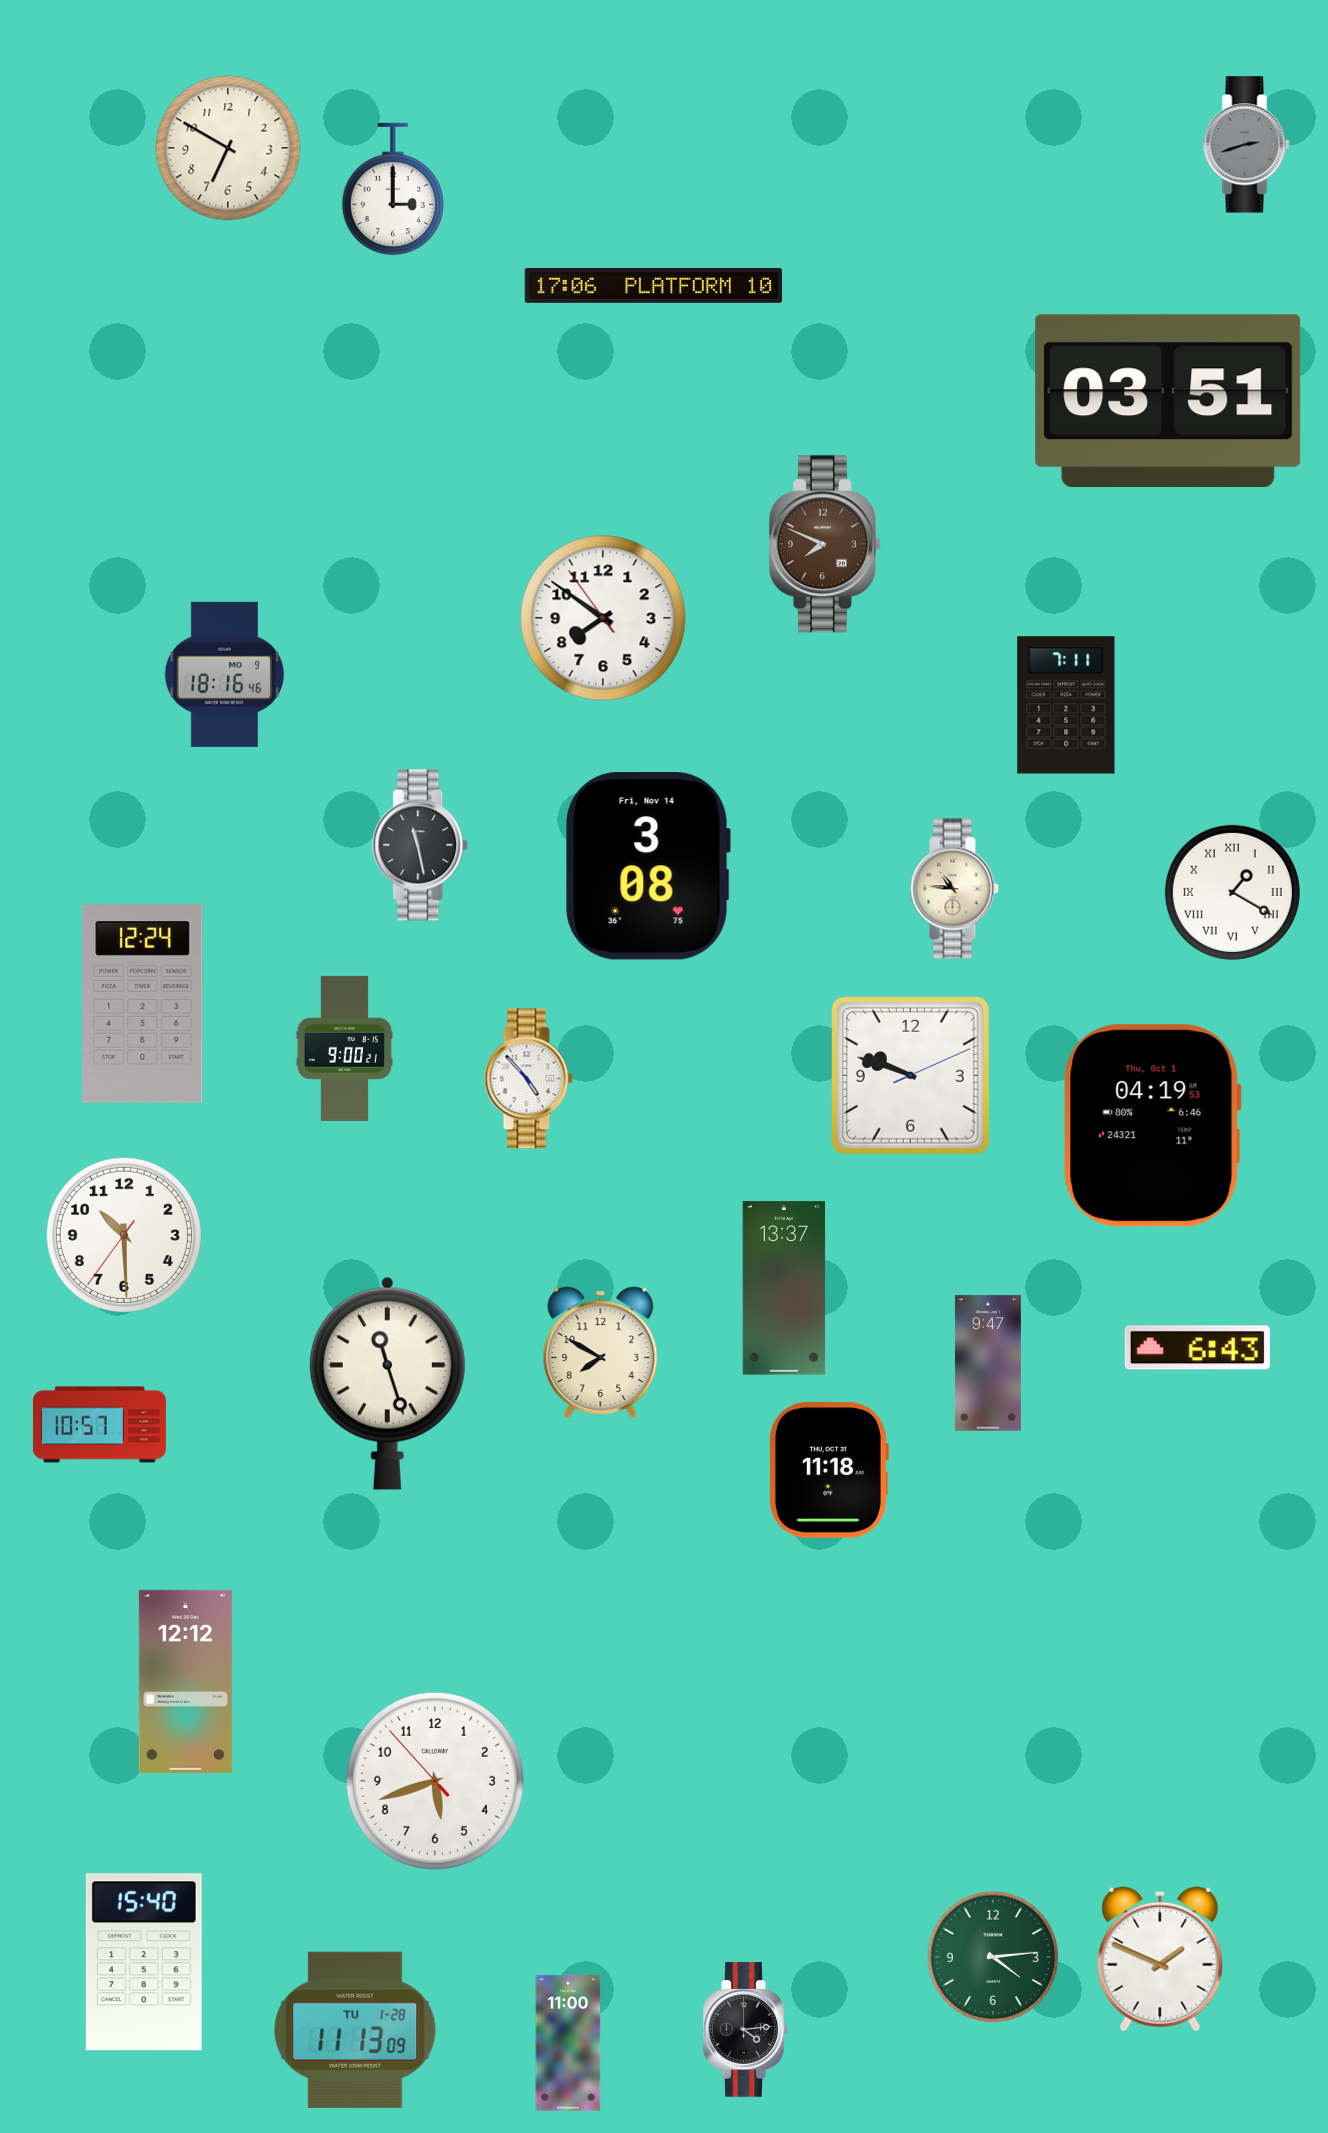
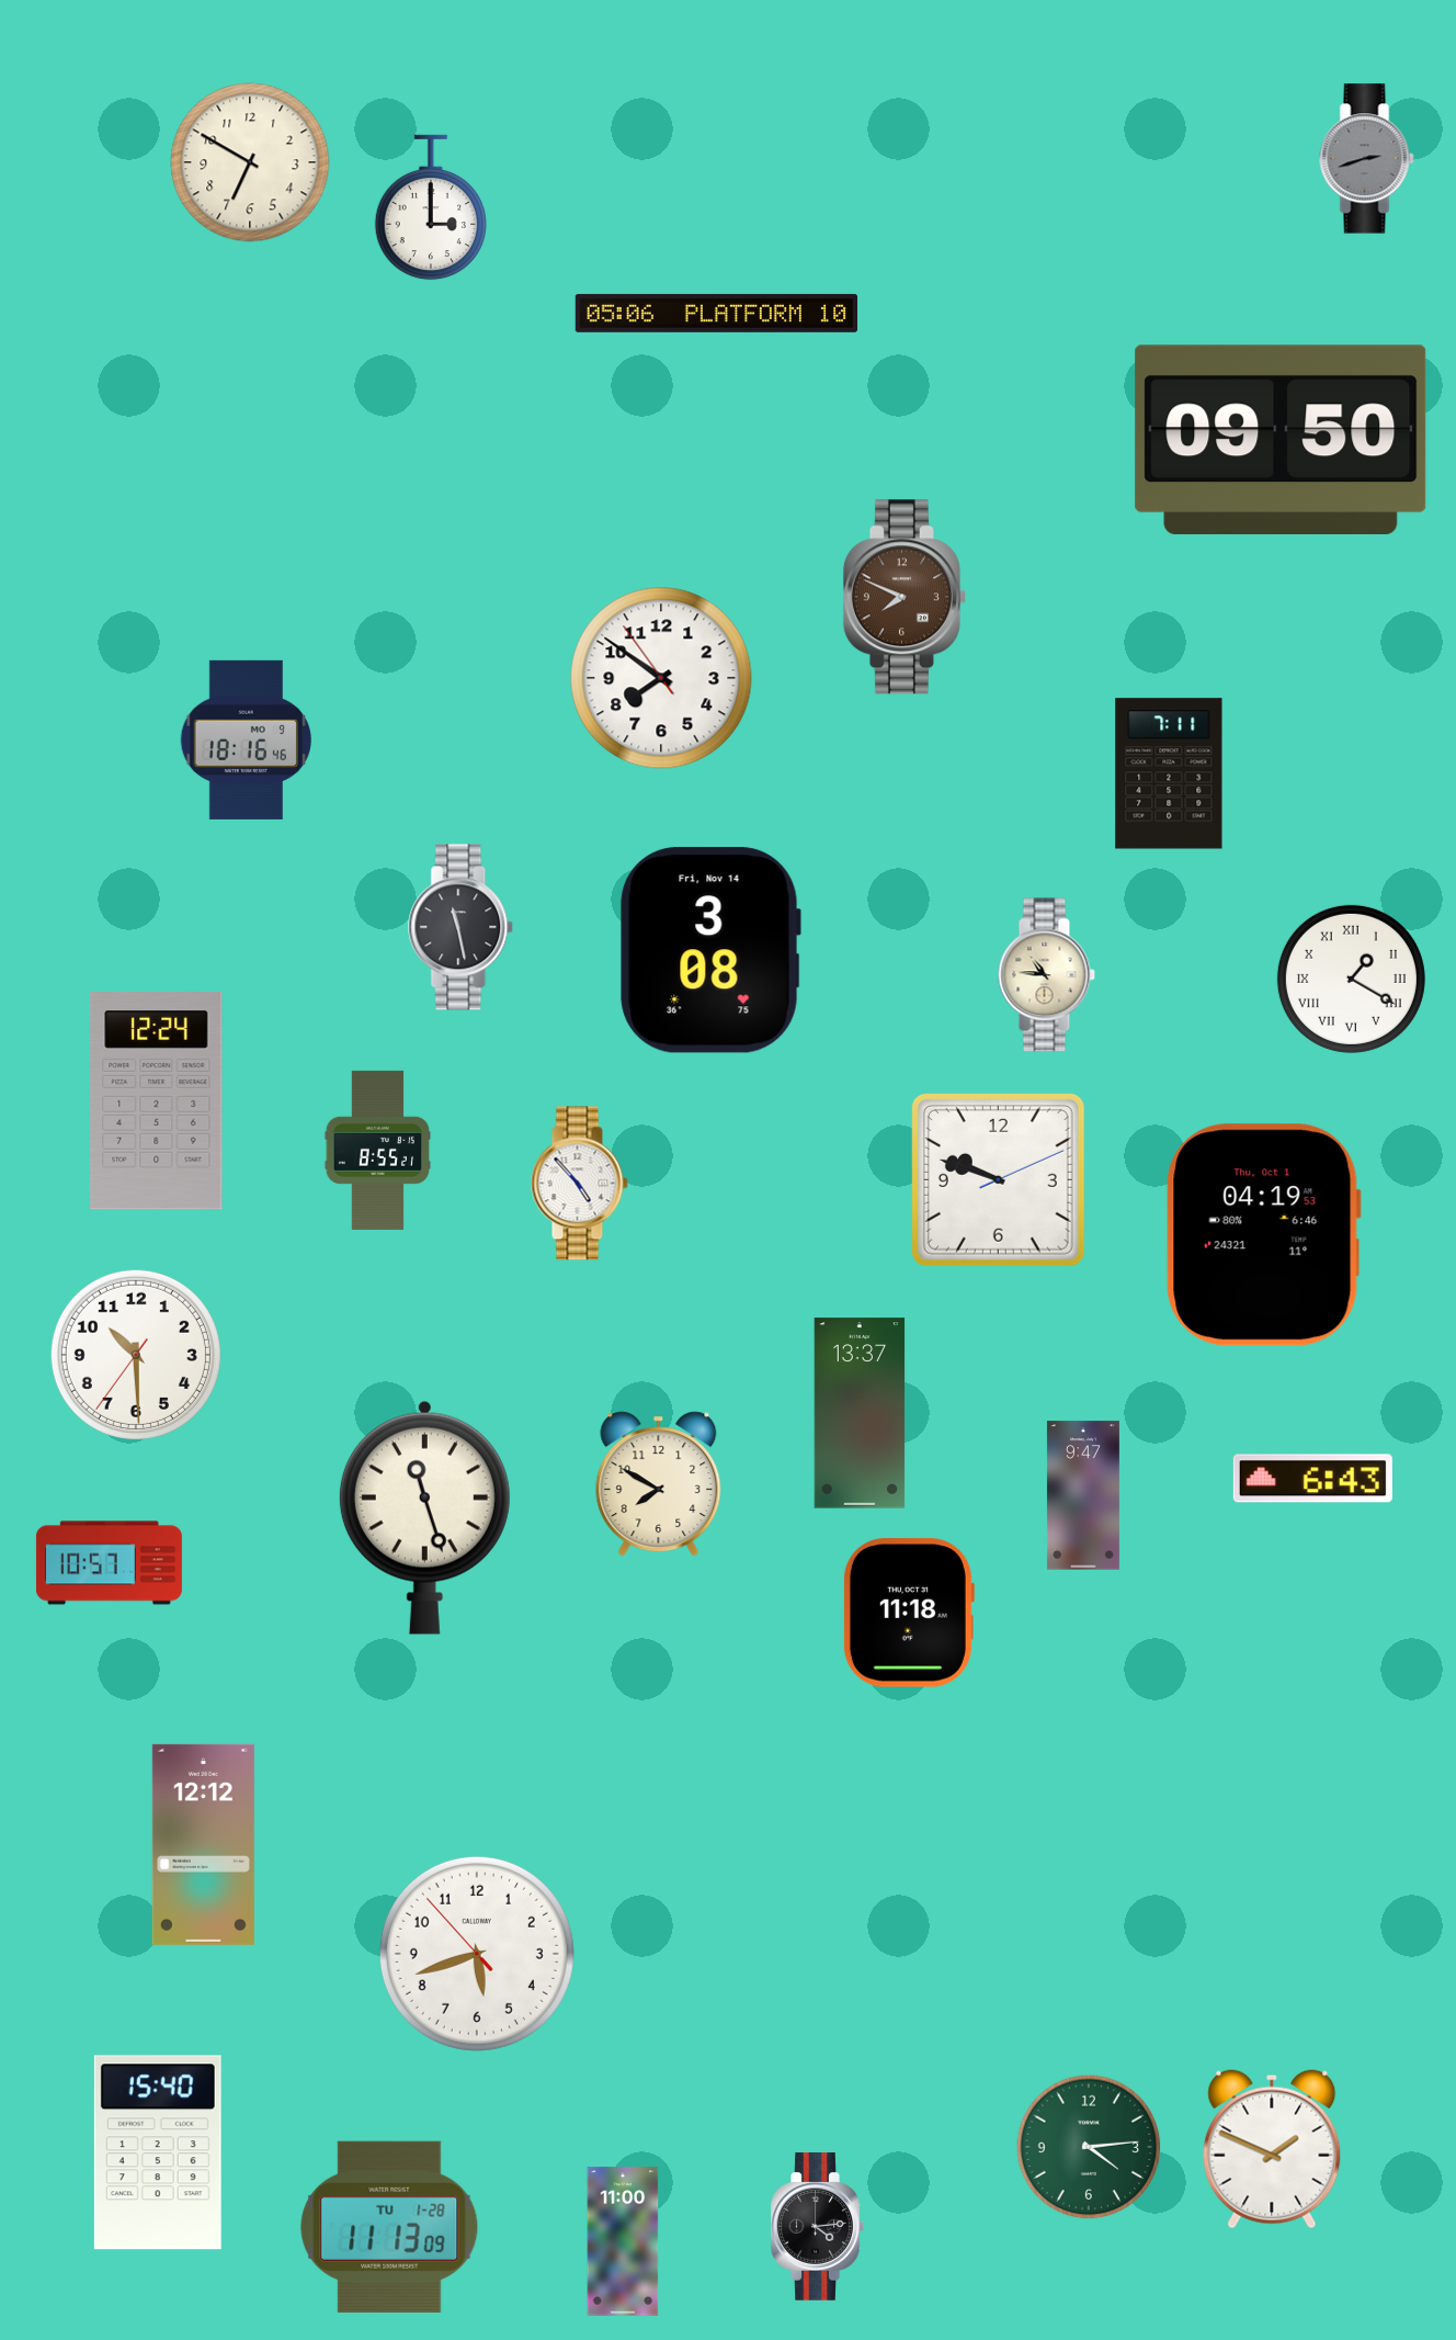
clock at (653, 285): 17:06 -> 05:06
clock at (1168, 401): 03:51 -> 09:50
clock at (345, 1048): 9:00 -> 8:55
